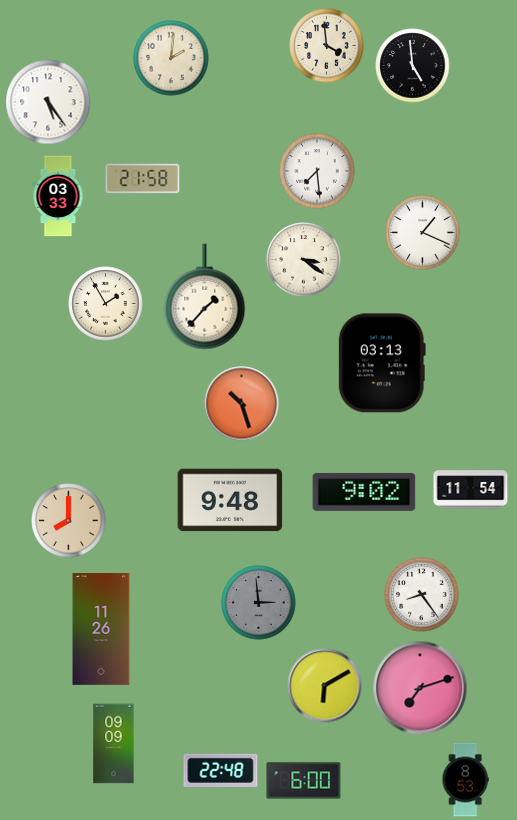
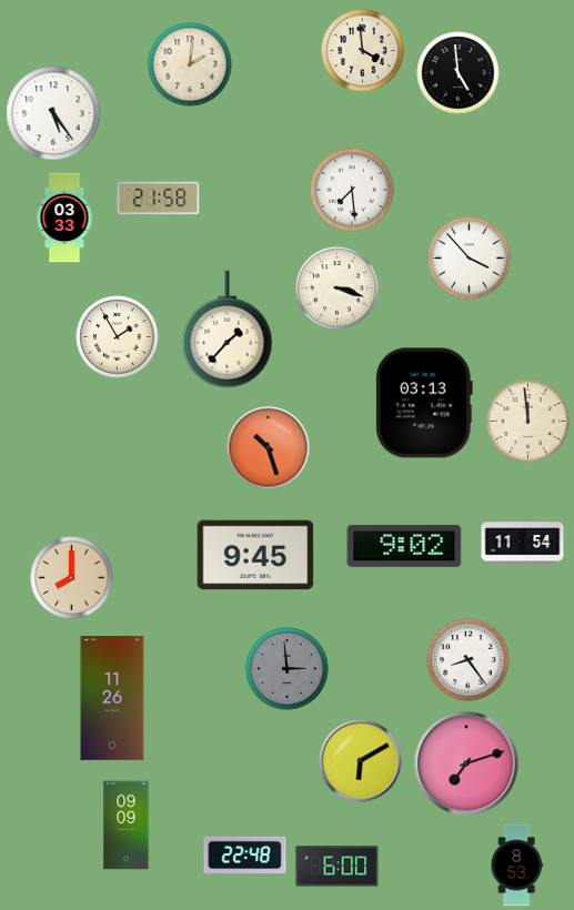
clock at (423, 233): 1:19 -> 3:53
clock at (304, 260): 3:21 -> 3:18
clock at (528, 422): none -> 11:59
clock at (230, 500): 9:48 -> 9:45
clock at (69, 521) position: (69, 521) -> (72, 578)
